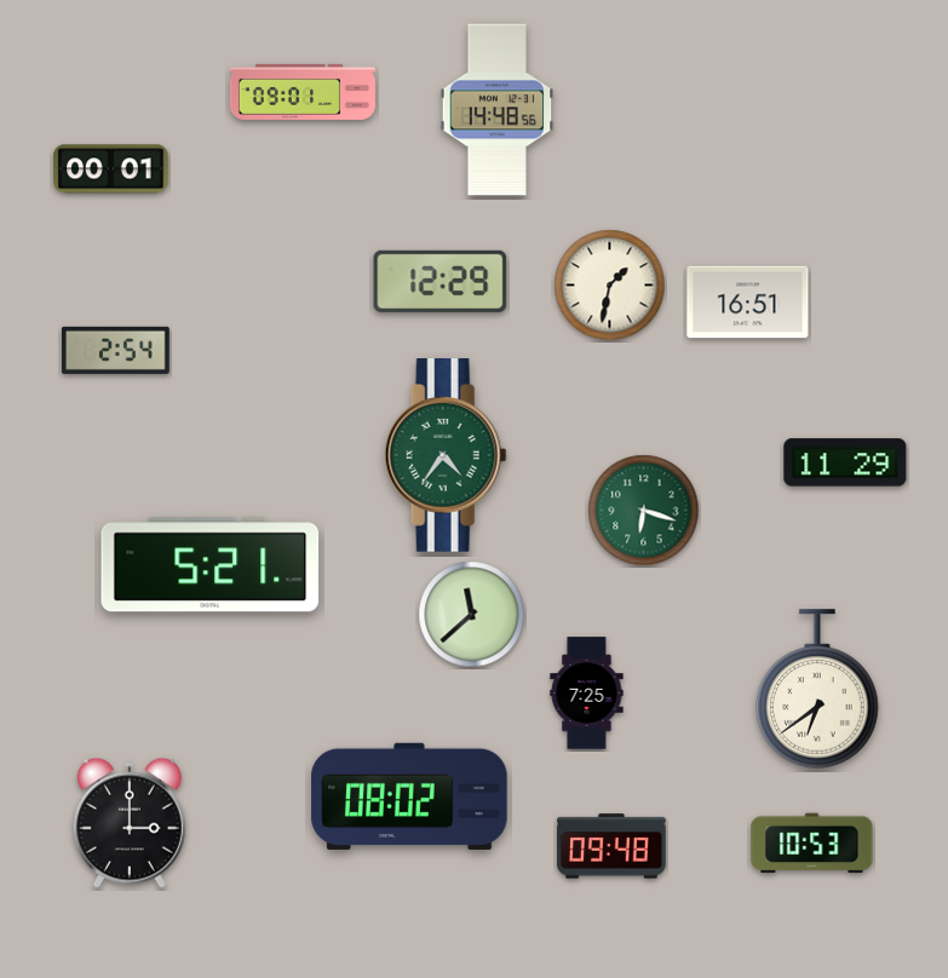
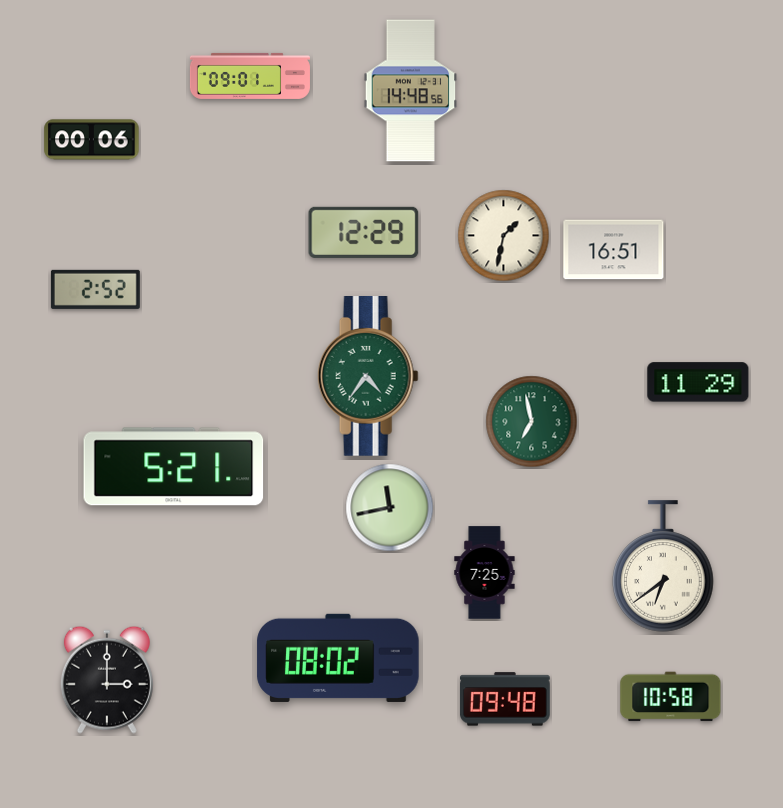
clock at (111, 169): 00:01 -> 00:06
clock at (748, 303) position: (748, 303) -> (614, 250)
clock at (115, 350): 2:54 -> 2:52
clock at (644, 511): 6:18 -> 6:58
clock at (472, 615): 11:38 -> 11:43
clock at (817, 689) position: (817, 689) -> (663, 566)
clock at (812, 844): 10:53 -> 10:58
